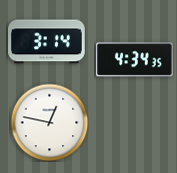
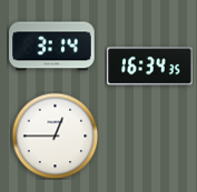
clock at (135, 60): 4:34 -> 16:34
clock at (49, 122): 12:47 -> 12:45
